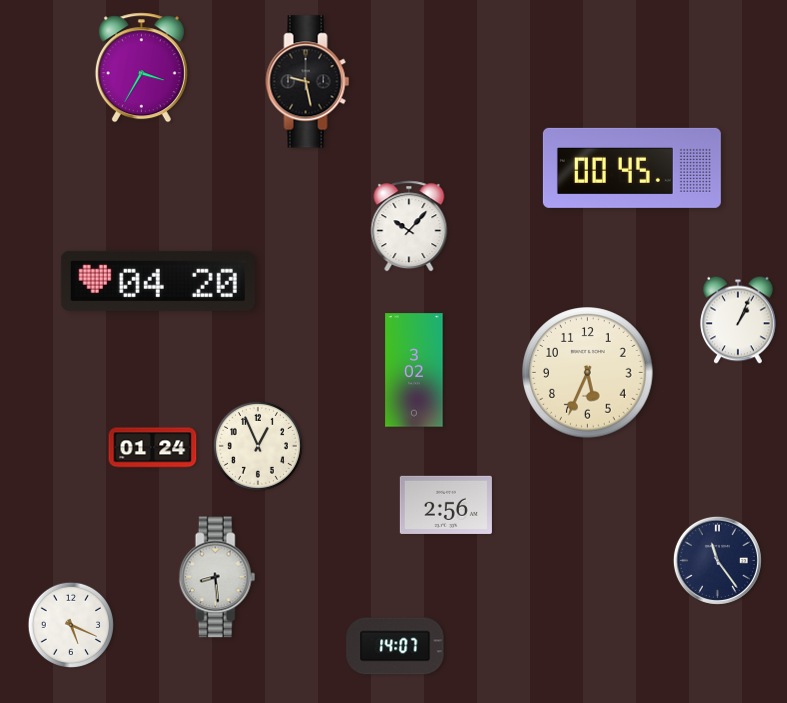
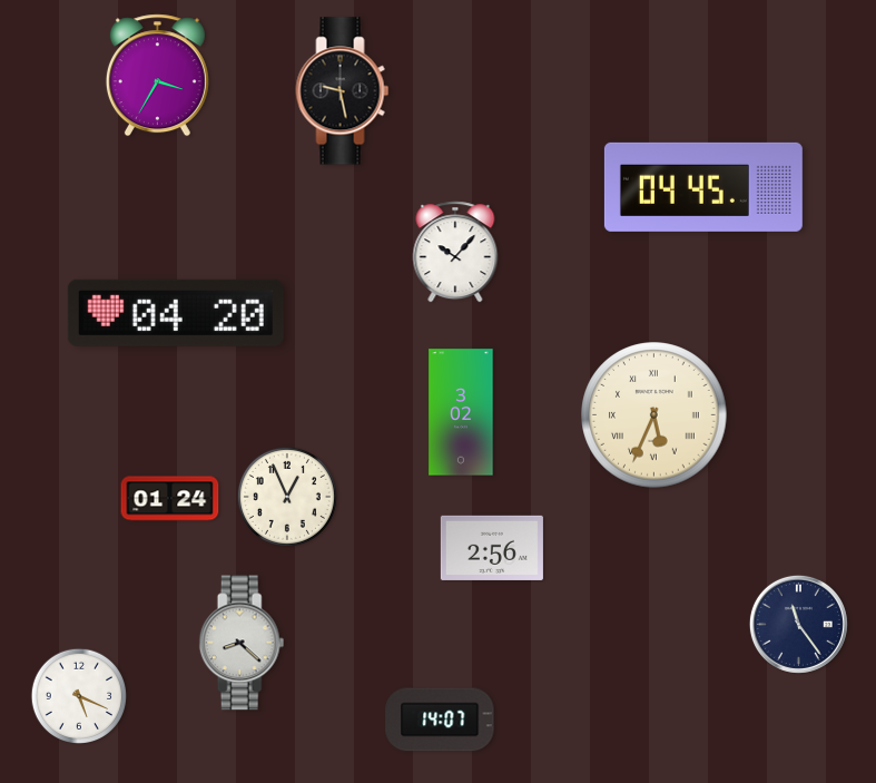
clock at (632, 168): 00:45 -> 04:45
clock at (738, 320): 1:04 -> none
clock at (588, 373) numerals: Arabic -> Roman
clock at (446, 505) position: (446, 505) -> (492, 548)
clock at (217, 577): 8:29 -> 8:22
